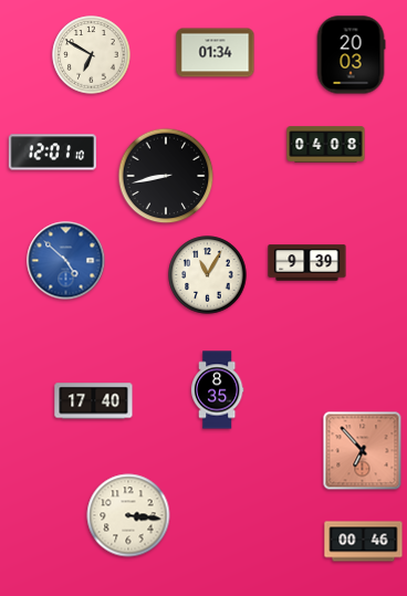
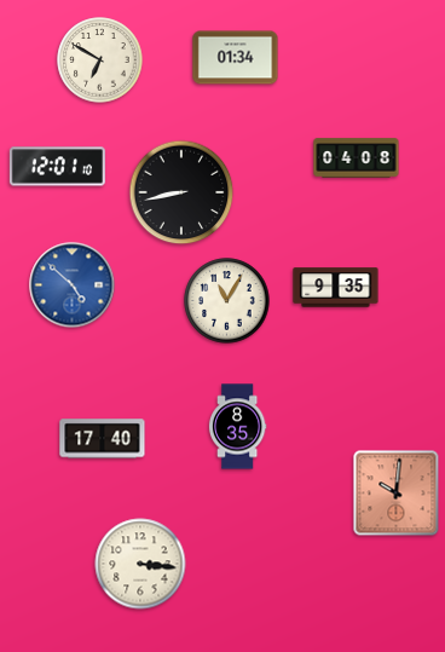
clock at (351, 55): 20:03 -> none
clock at (307, 263): 9:39 -> 9:35
clock at (363, 451): 6:53 -> 10:01
clock at (364, 542): 00:46 -> none
